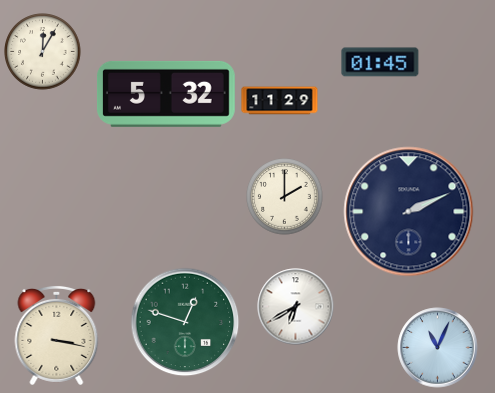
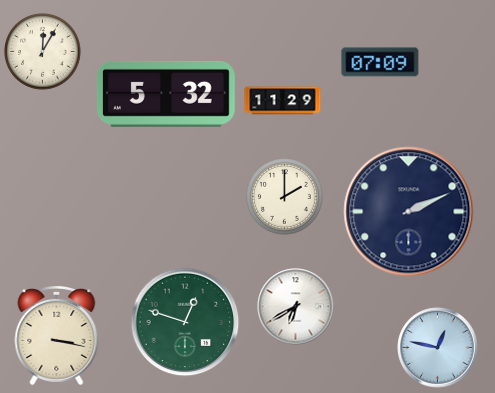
clock at (380, 62): 01:45 -> 07:09
clock at (280, 101) position: (280, 101) -> (283, 101)
clock at (438, 348): 11:04 -> 12:47
